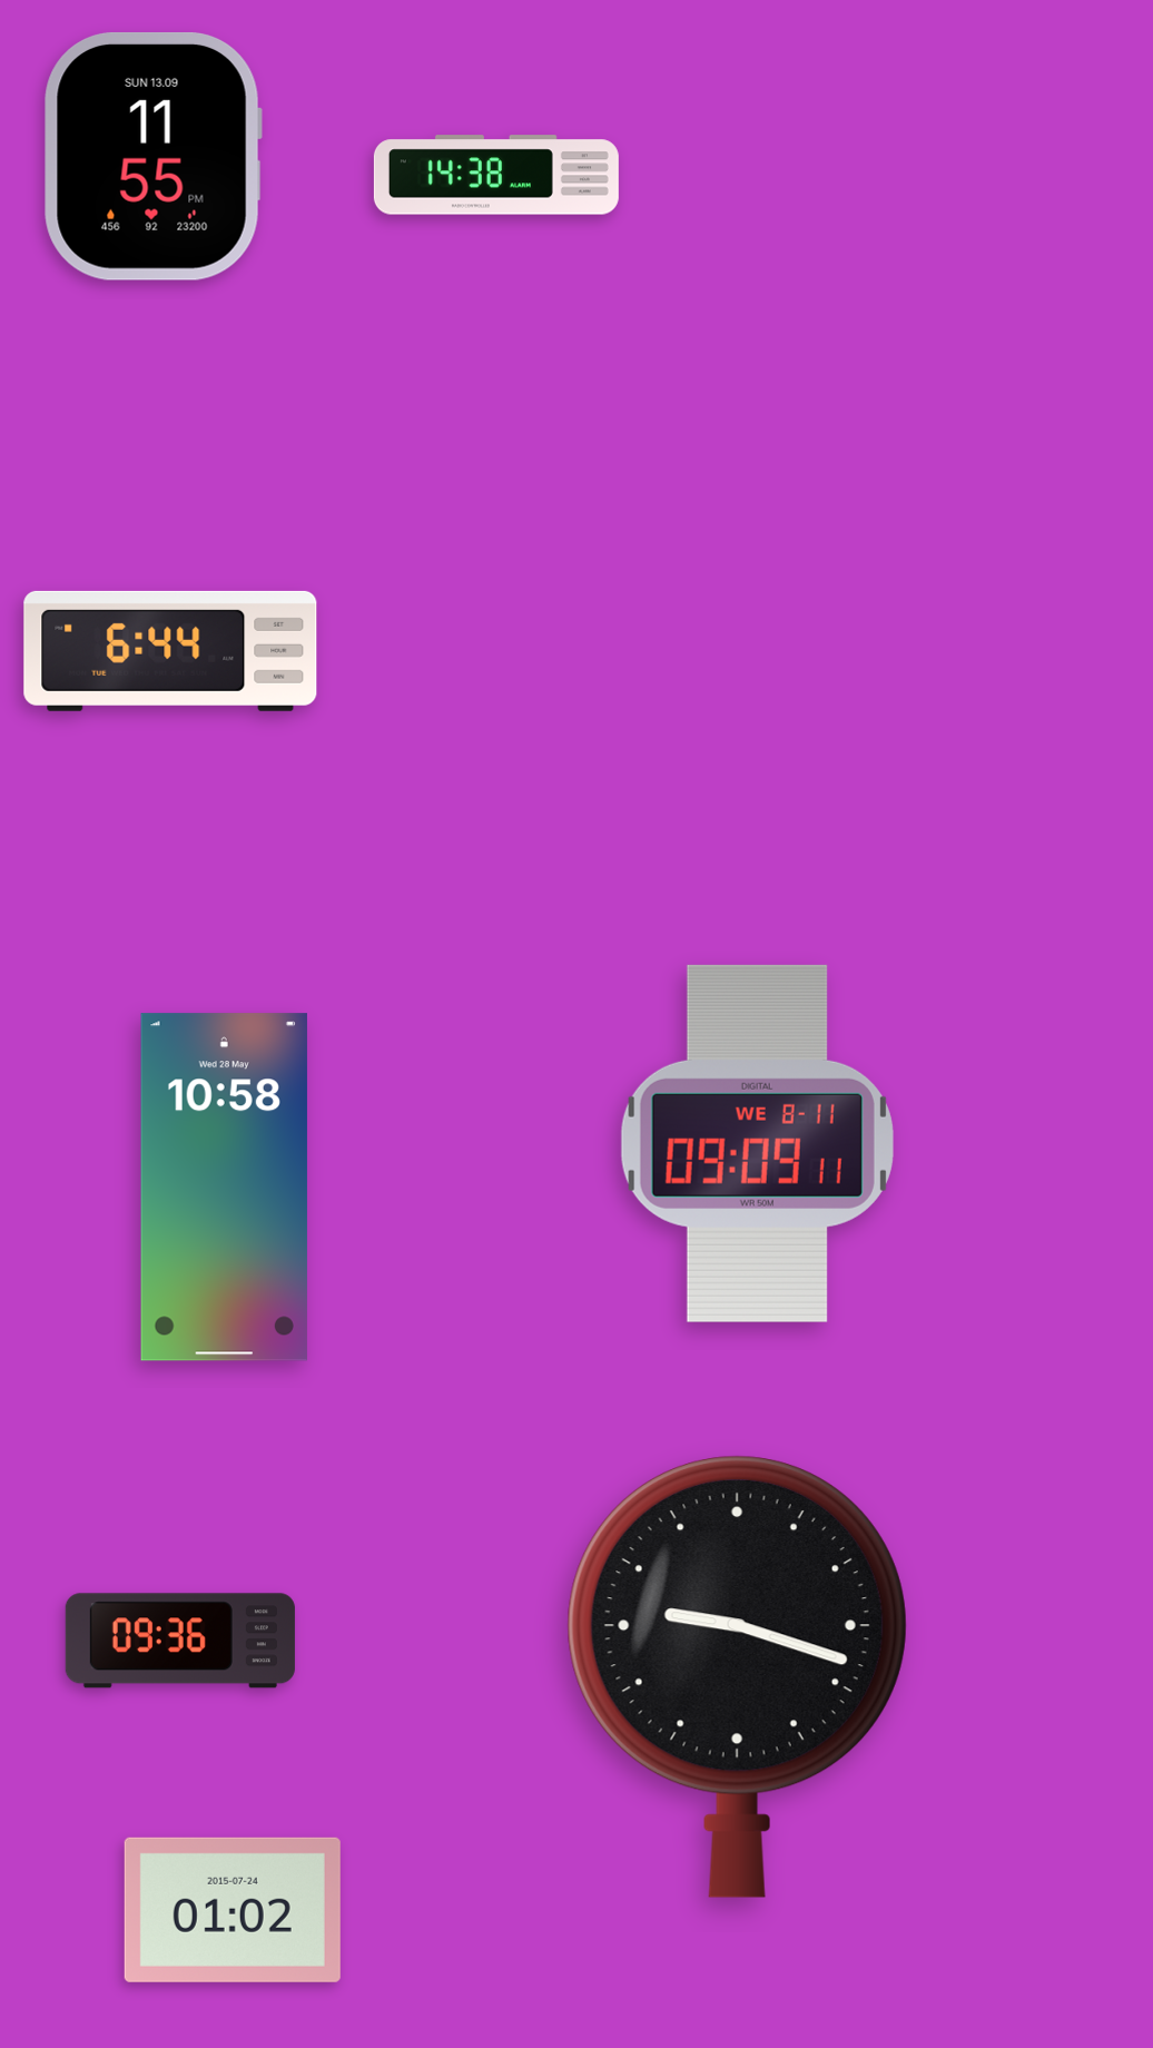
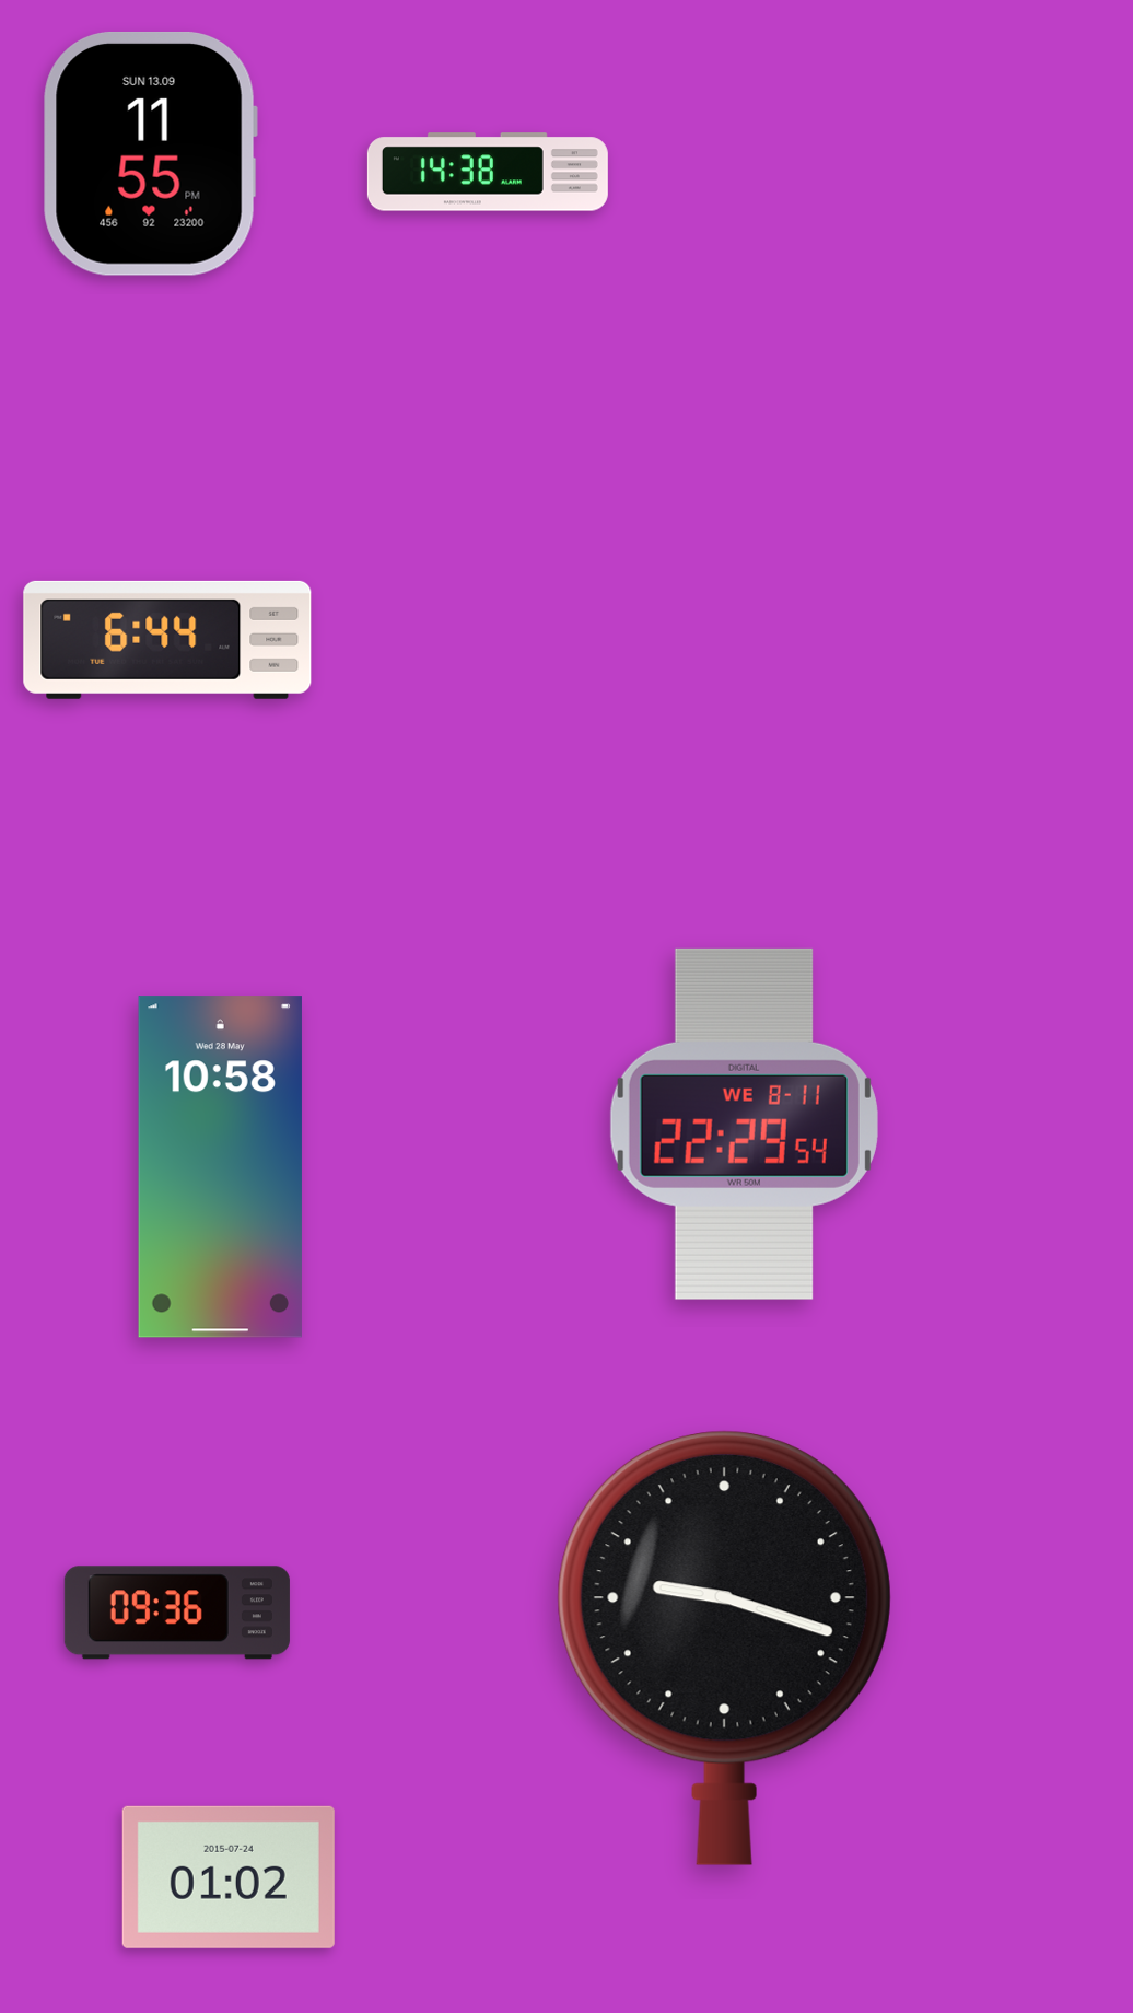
clock at (757, 1143): 09:09 -> 22:29
